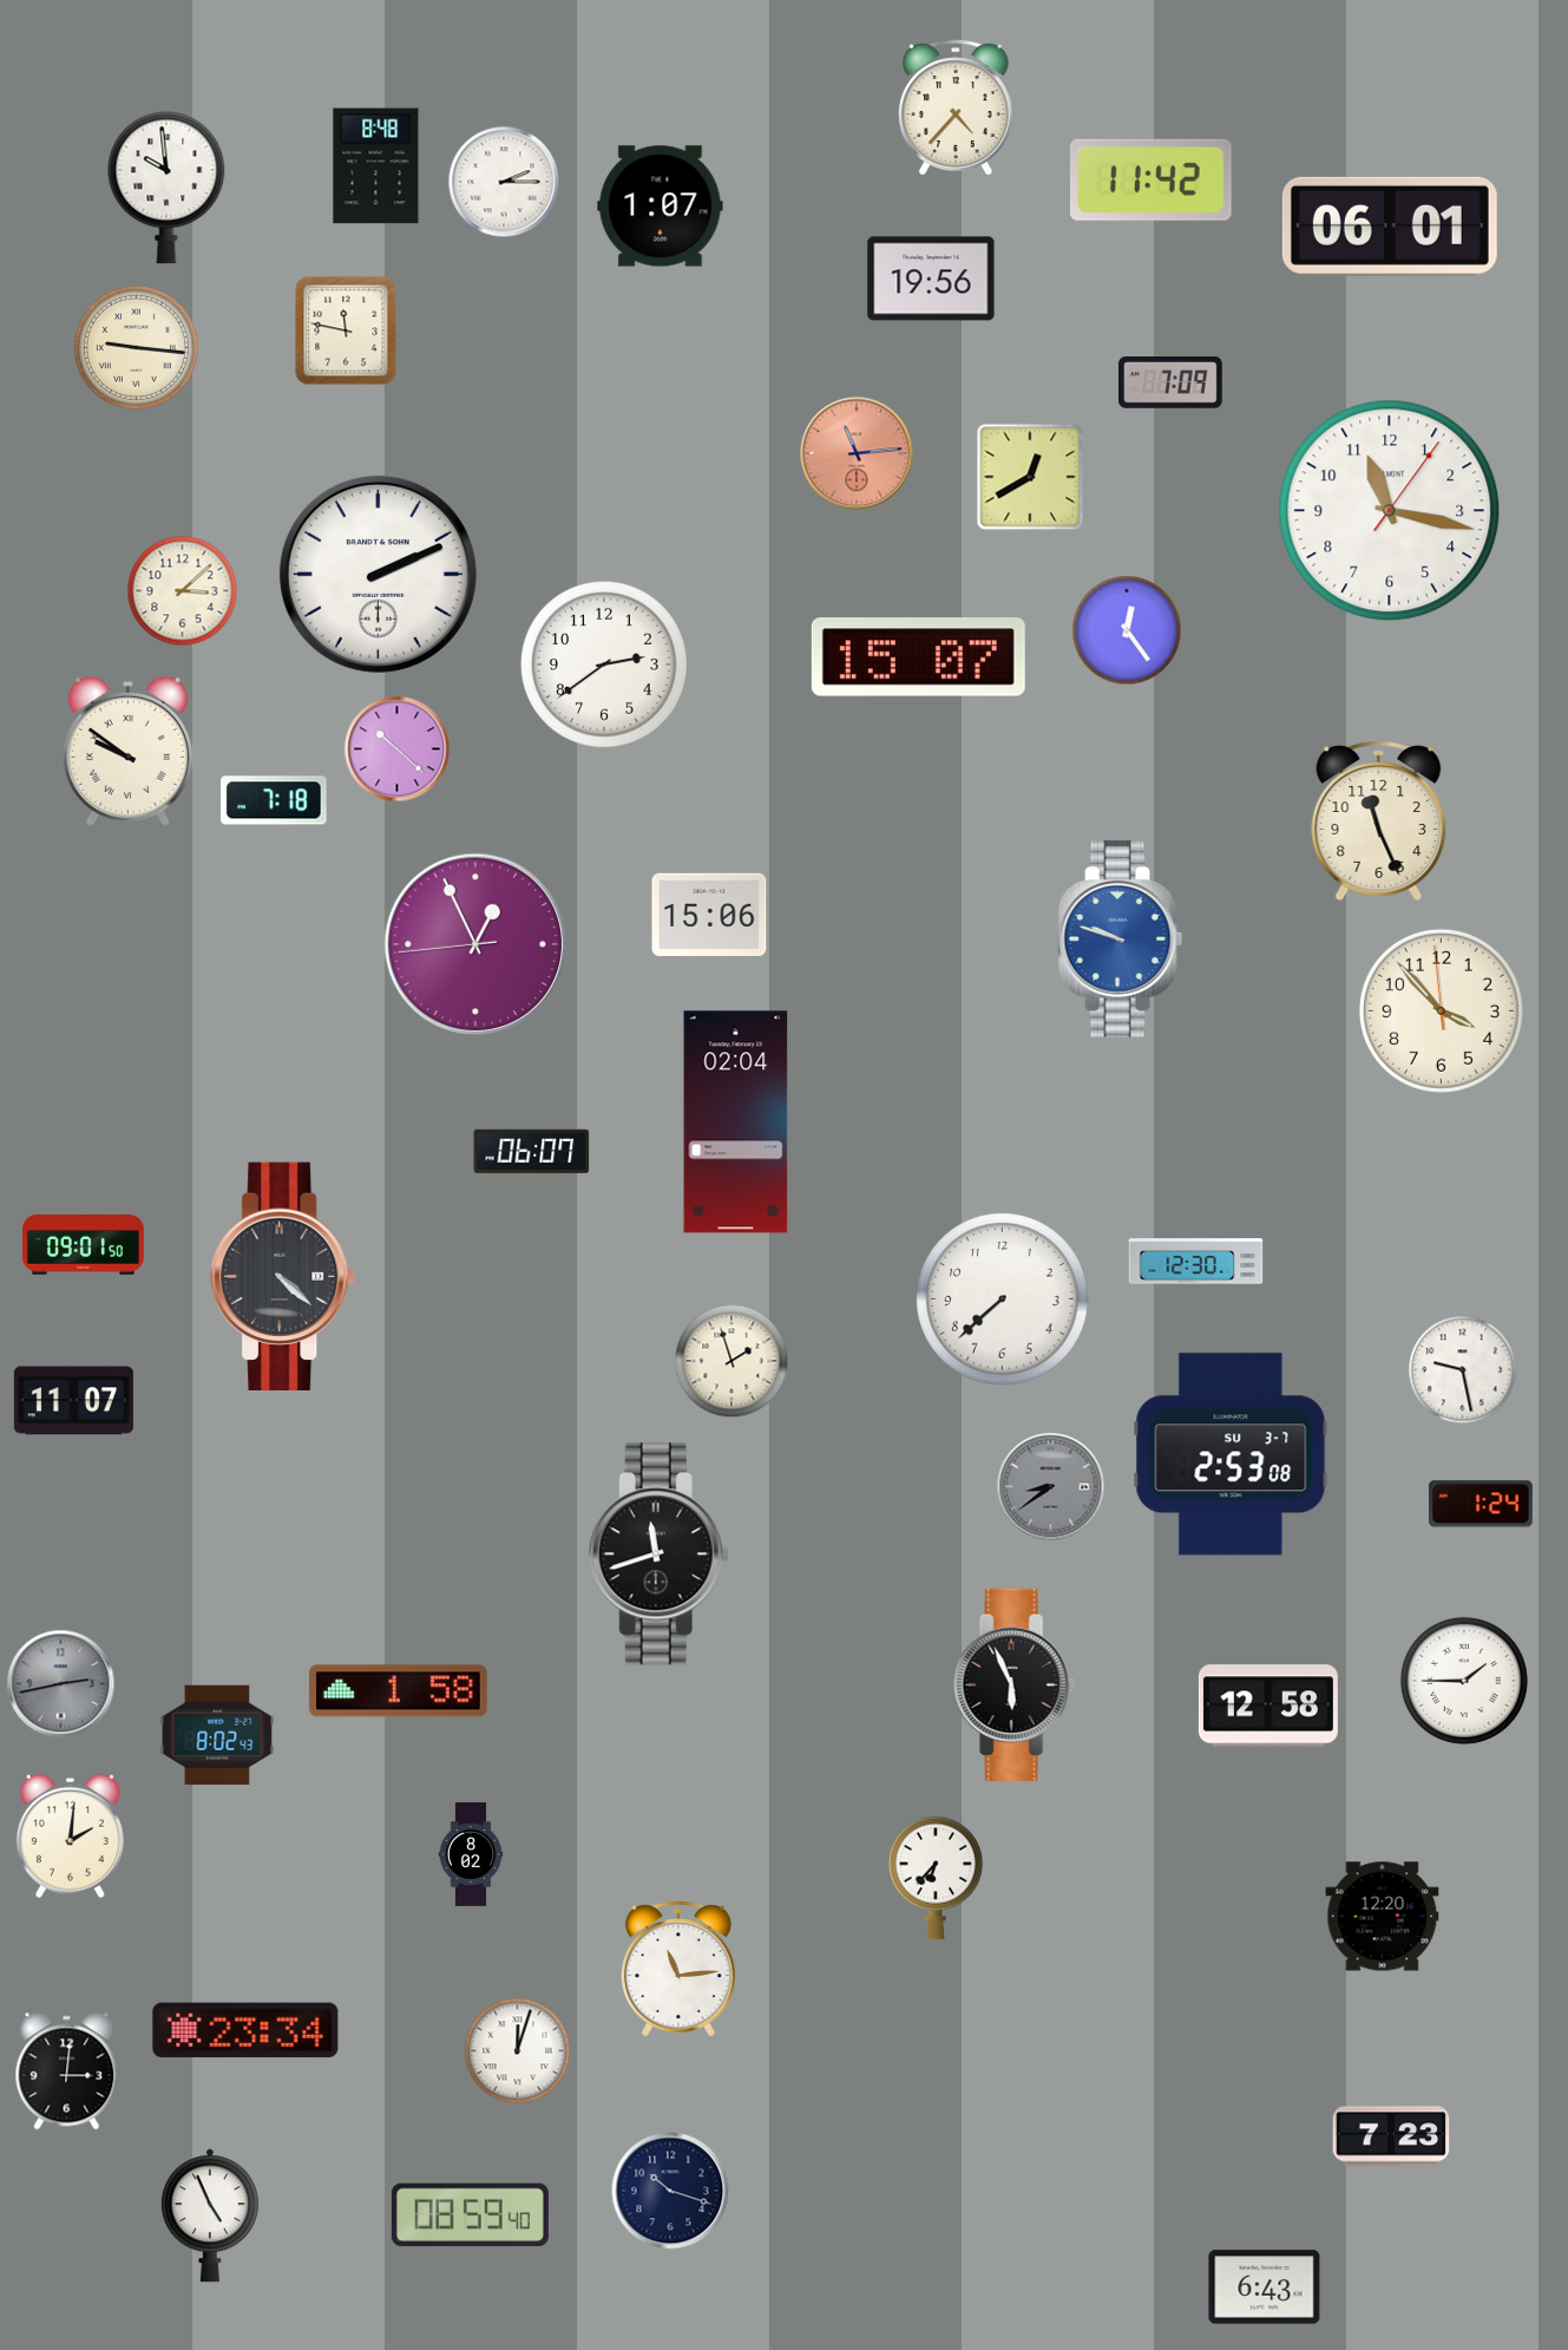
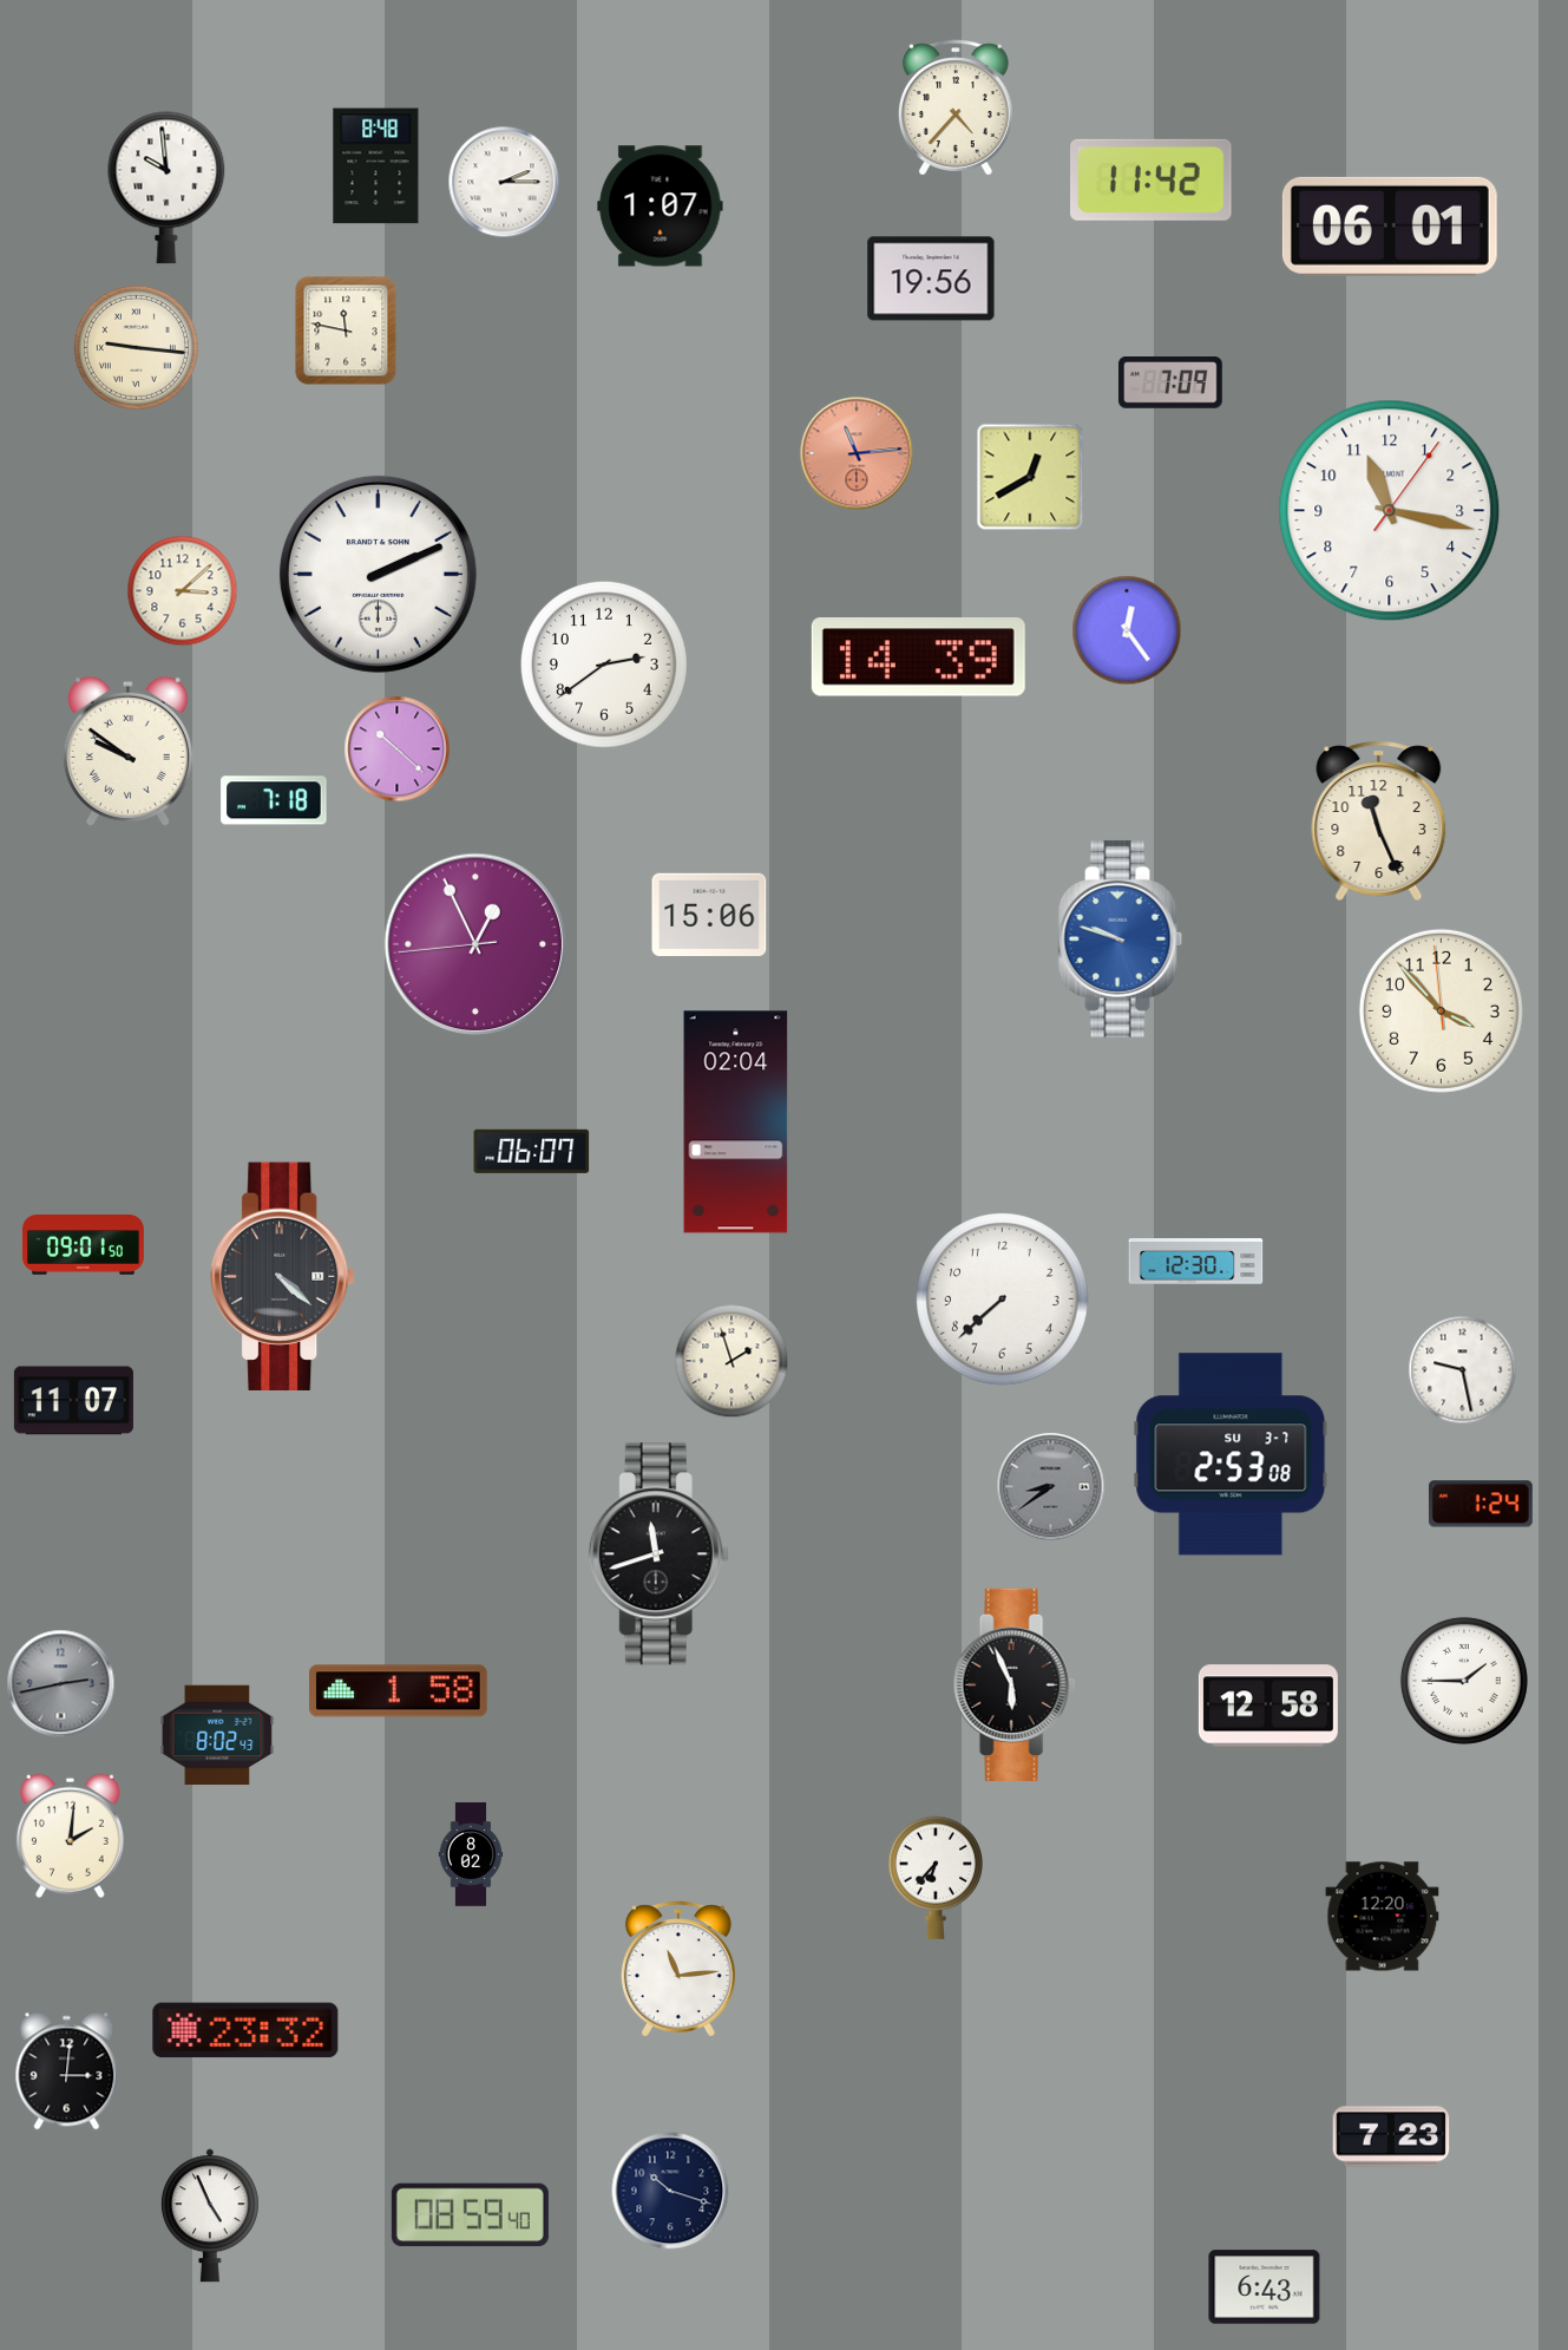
clock at (918, 657): 15:07 -> 14:39
clock at (245, 2030): 23:34 -> 23:32
clock at (518, 2051): 12:03 -> none
